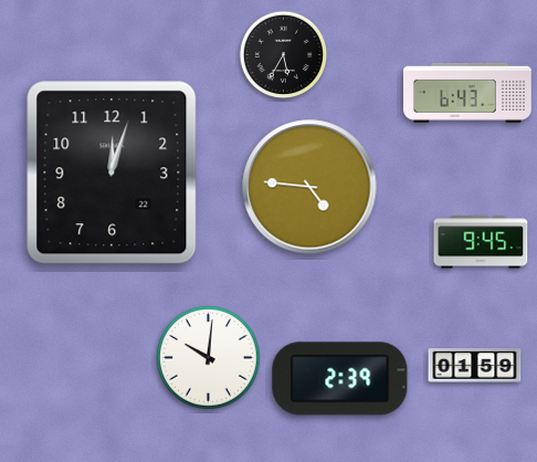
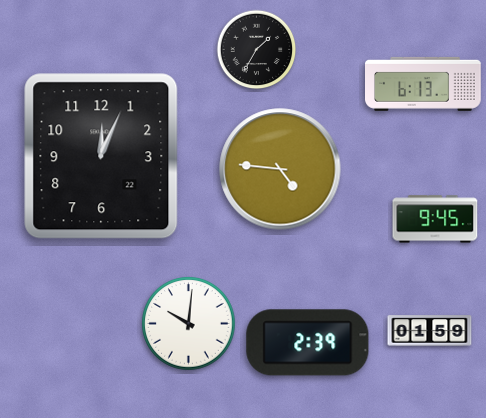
clock at (284, 55): 5:35 -> 1:35
clock at (467, 93): 6:43 -> 6:13
clock at (112, 172): 12:03 -> 12:04
